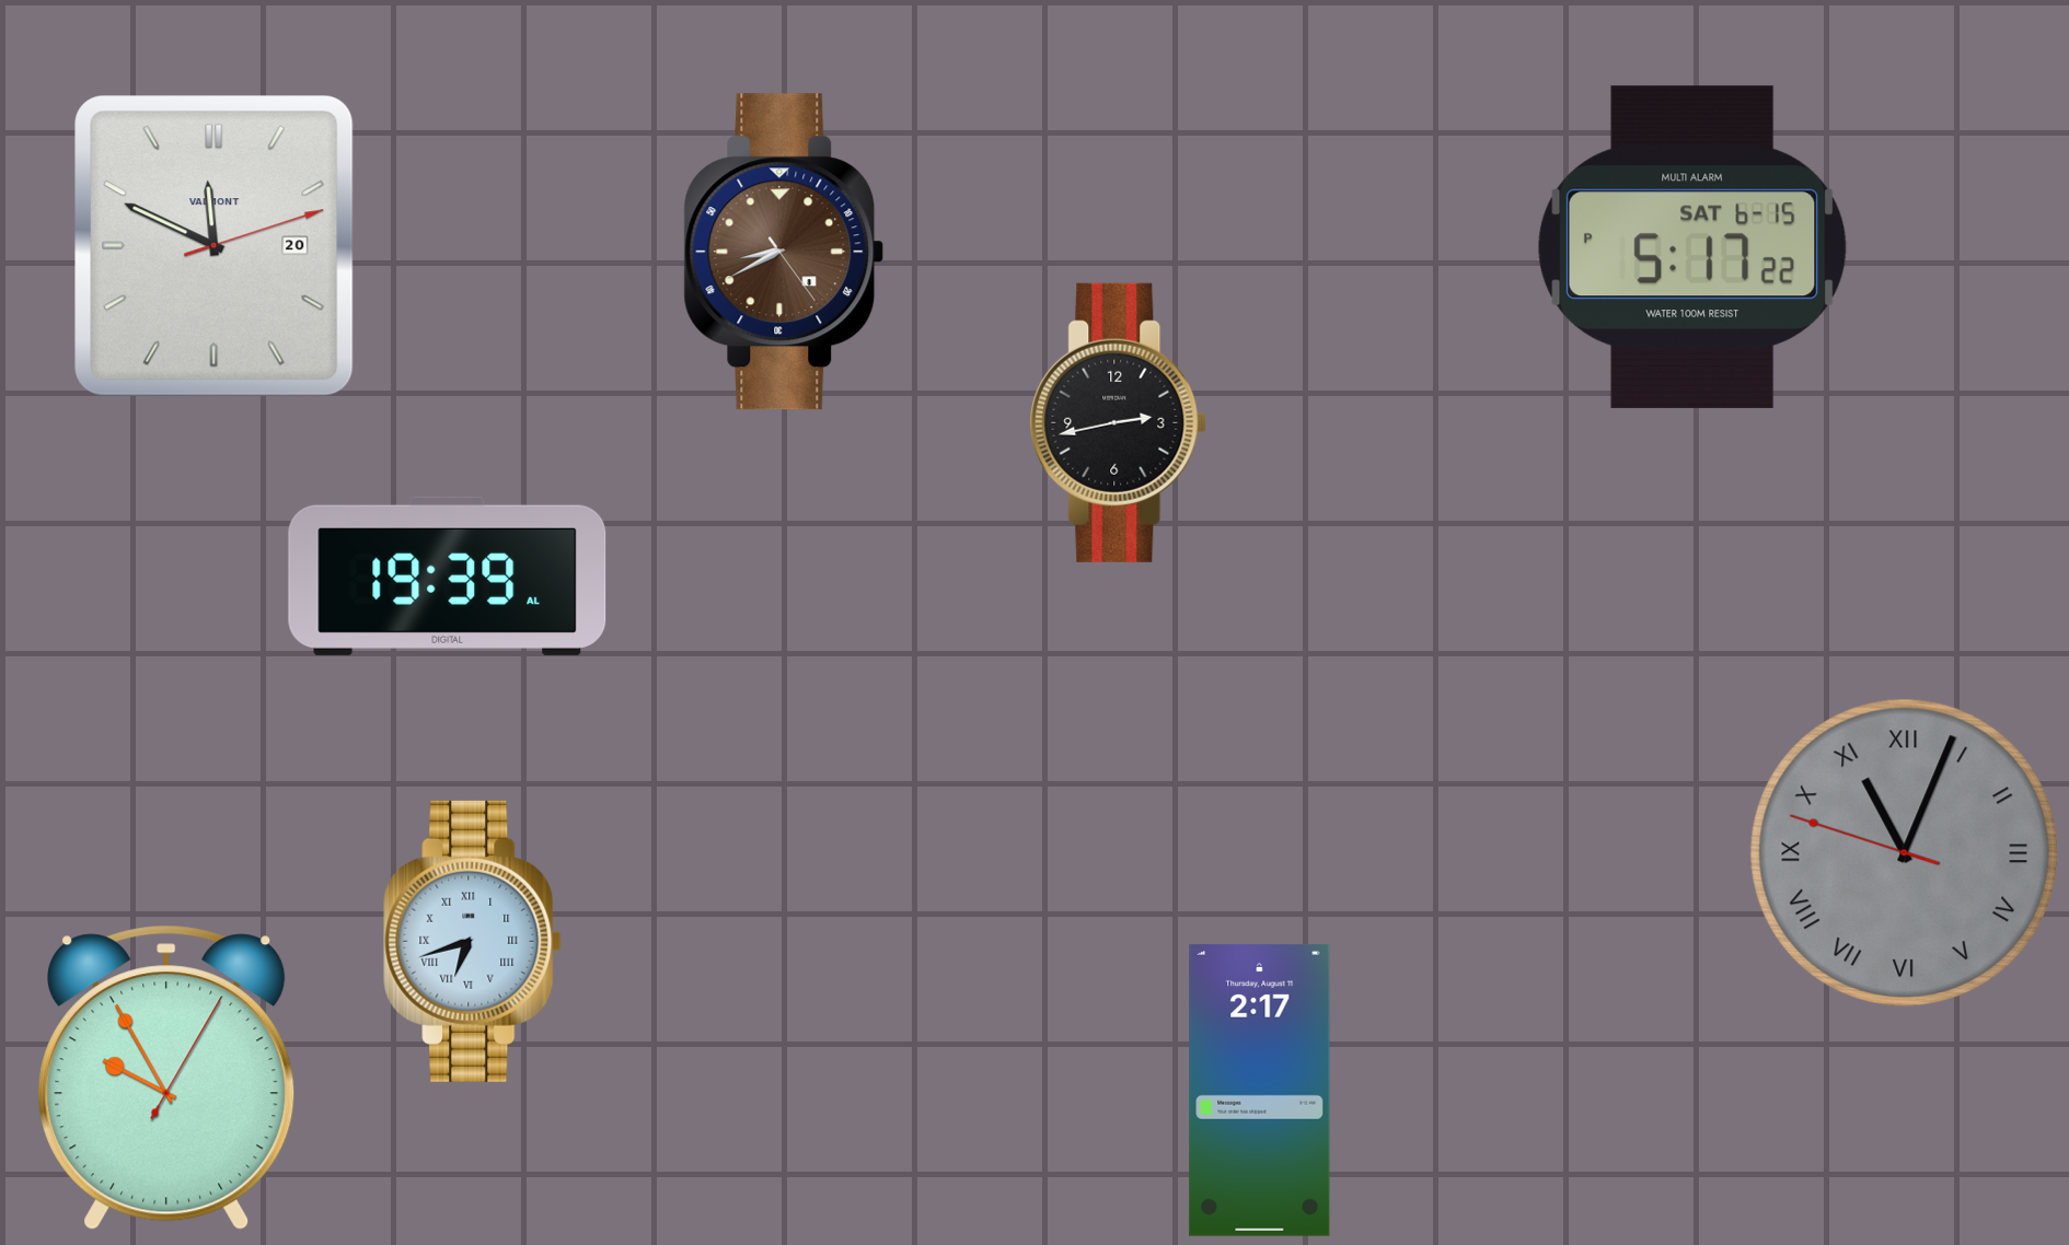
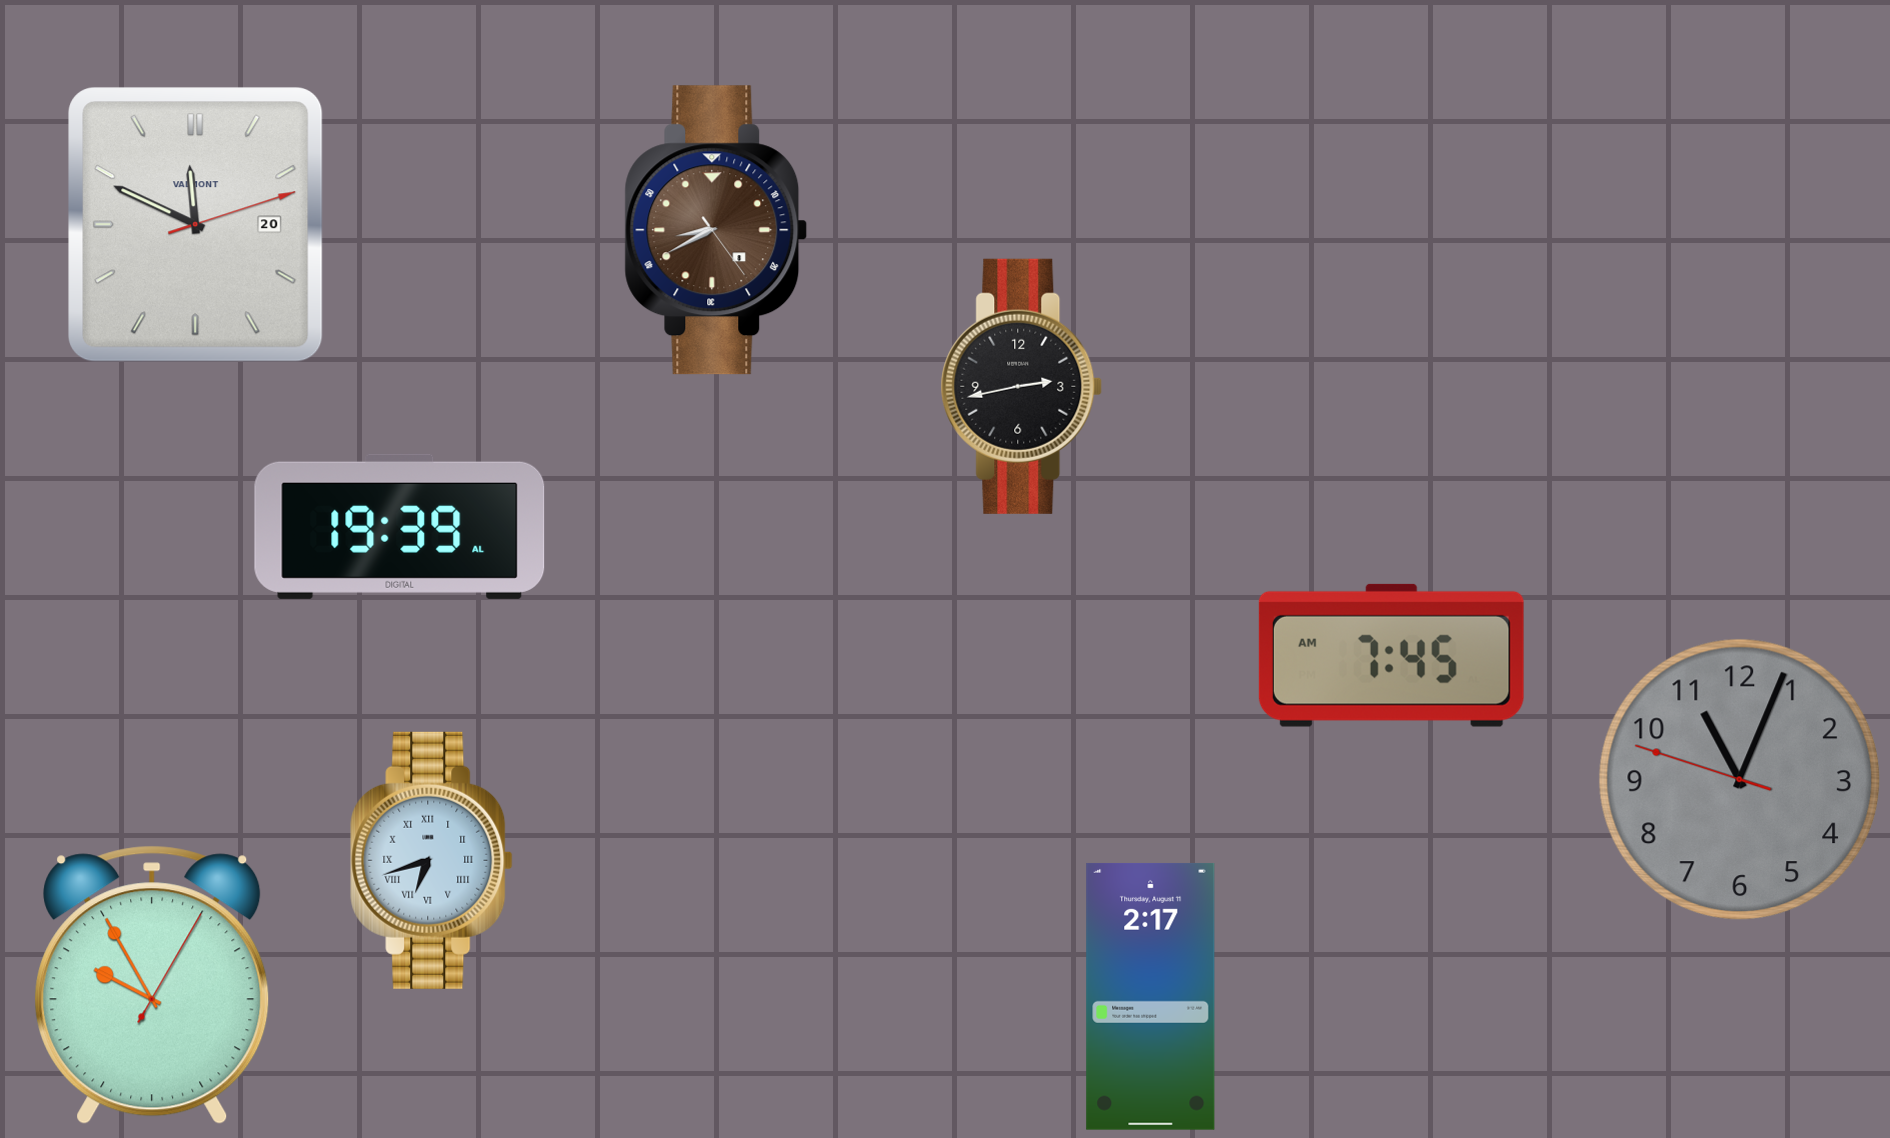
clock at (1692, 247): 5:17 -> none
clock at (448, 575) position: (448, 575) -> (400, 526)
clock at (1391, 655): none -> 7:45
clock at (1905, 853) numerals: Roman -> Arabic
